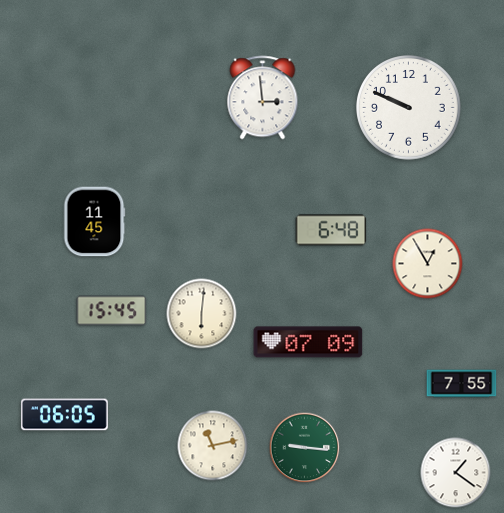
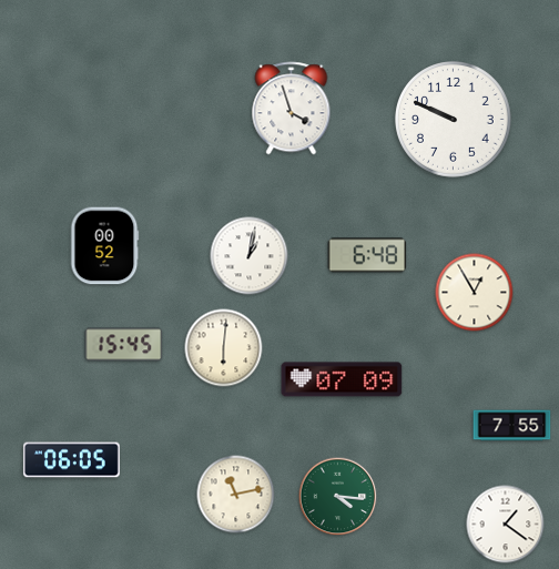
clock at (263, 98): 2:59 -> 3:57
clock at (94, 222): 11:45 -> 00:52
clock at (250, 256): none -> 1:02
clock at (305, 448): 9:16 -> 4:16
